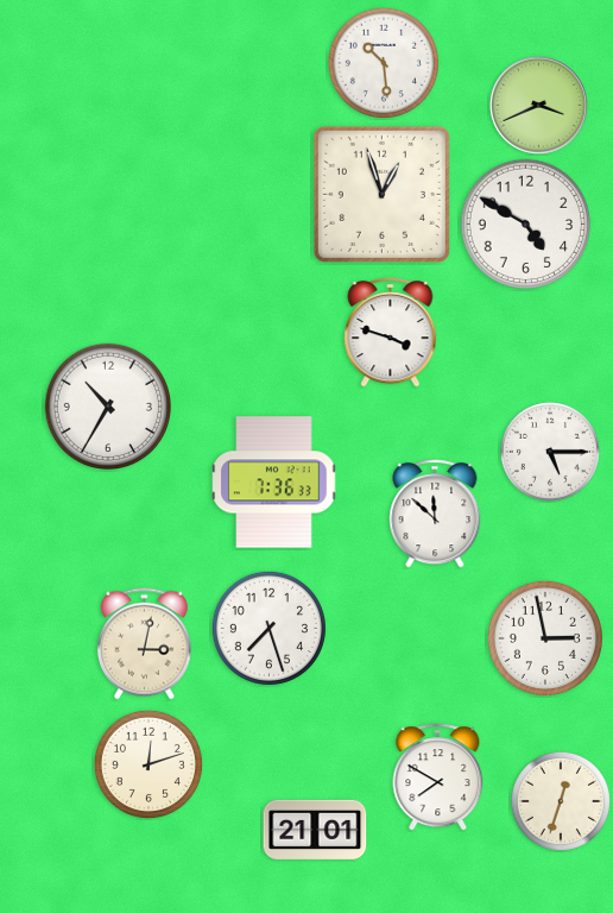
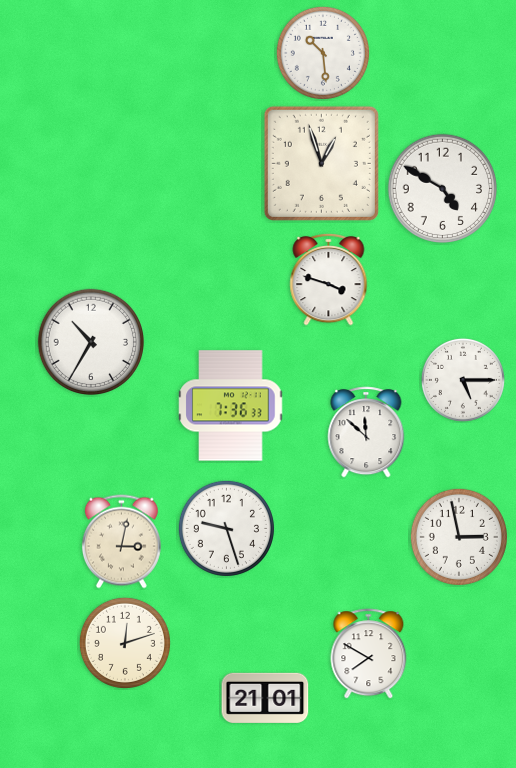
clock at (539, 106): 3:41 -> none
clock at (268, 628): 7:27 -> 9:27
clock at (561, 801): 12:33 -> none
